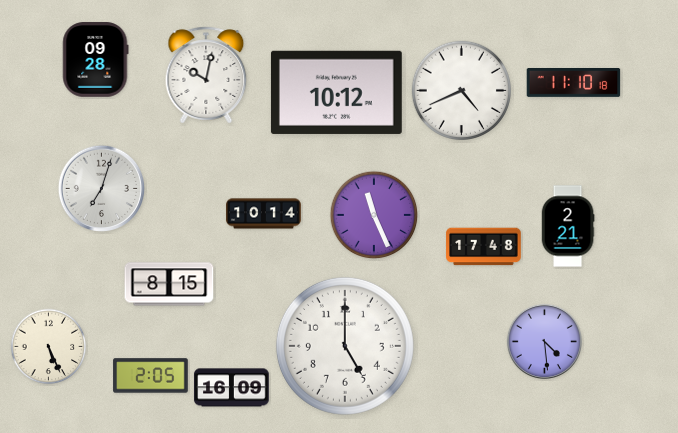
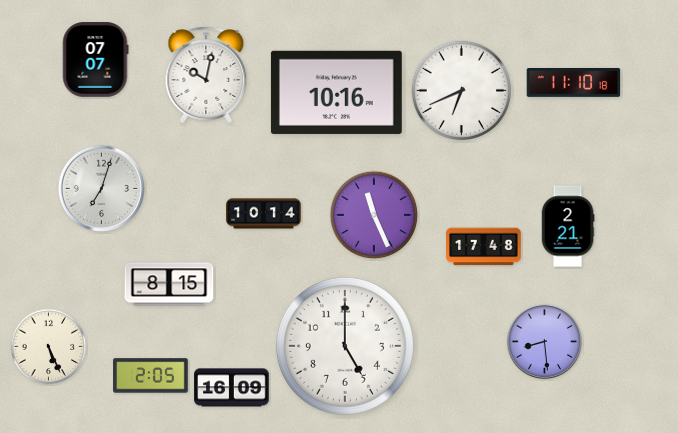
clock at (96, 60): 09:28 -> 07:07
clock at (461, 90): 4:41 -> 6:41
clock at (336, 92): 10:12 -> 10:16
clock at (544, 341): 4:29 -> 8:29
